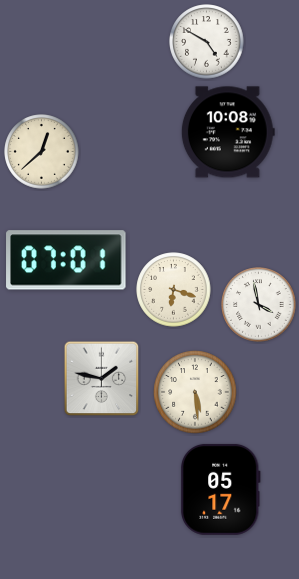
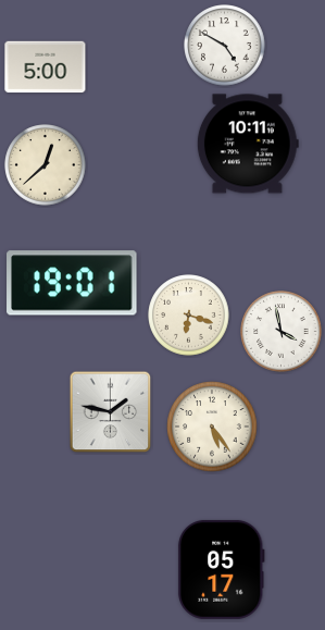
clock at (46, 67): none -> 5:00
clock at (228, 132): 10:08 -> 10:11
clock at (66, 260): 07:01 -> 19:01
clock at (195, 392): 5:29 -> 5:24
clock at (220, 489) position: (220, 489) -> (221, 569)
